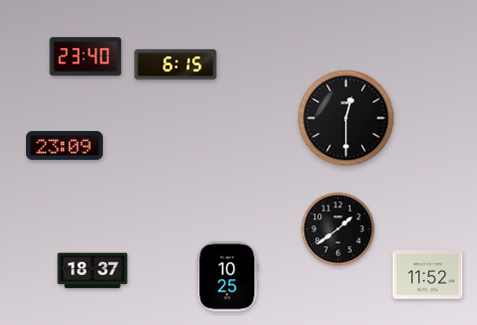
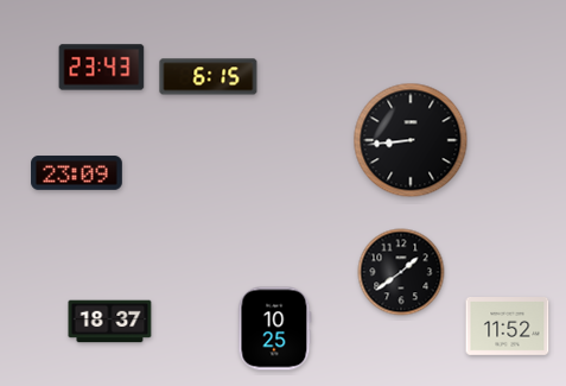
clock at (86, 57): 23:40 -> 23:43
clock at (346, 118): 12:30 -> 8:44
clock at (228, 277) position: (228, 277) -> (275, 329)
